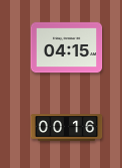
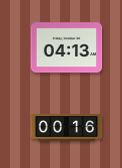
clock at (67, 48): 04:15 -> 04:13
